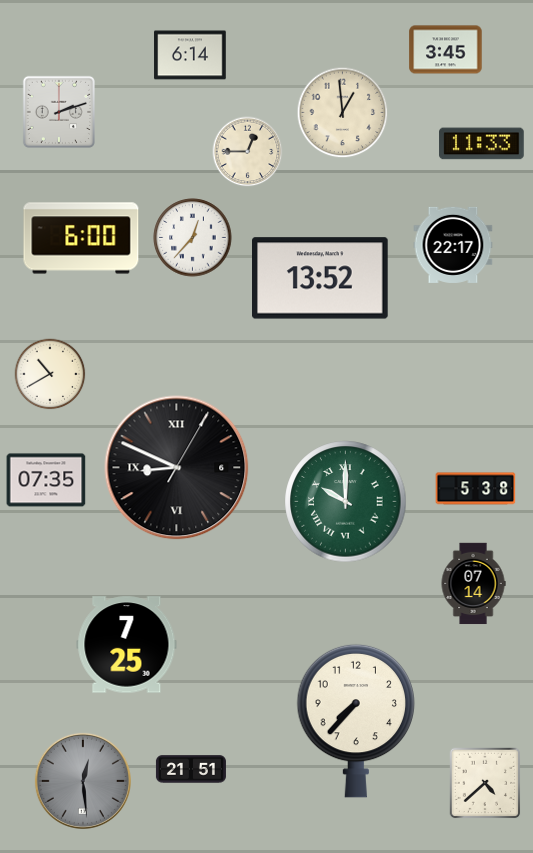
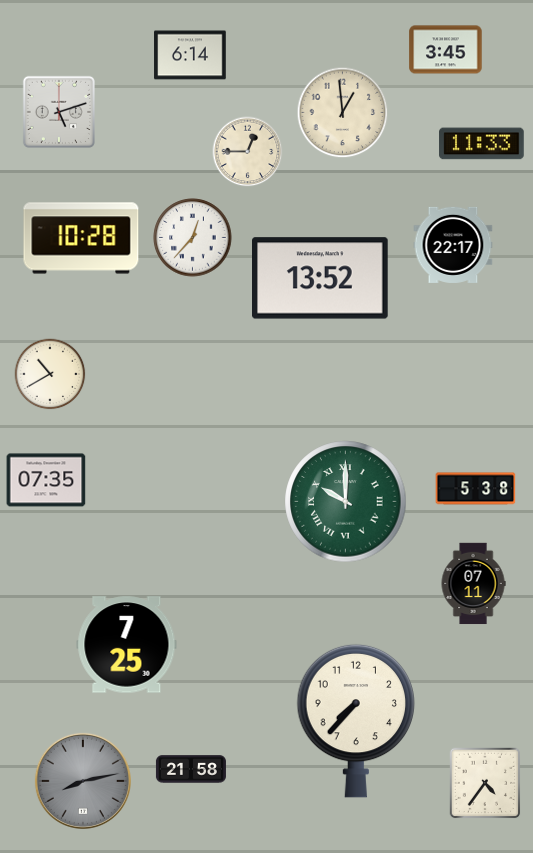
clock at (59, 112): 2:12 -> 5:12
clock at (81, 238): 6:00 -> 10:28
clock at (177, 468): 8:49 -> none
clock at (473, 584): 07:14 -> 07:11
clock at (191, 769): 21:51 -> 21:58
clock at (83, 781): 12:29 -> 8:13
clock at (485, 783): 4:38 -> 4:36
